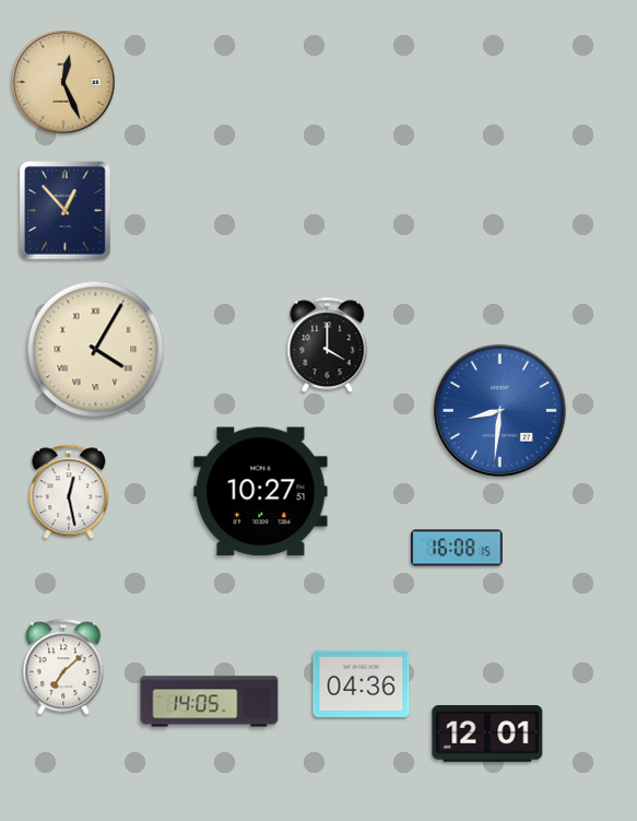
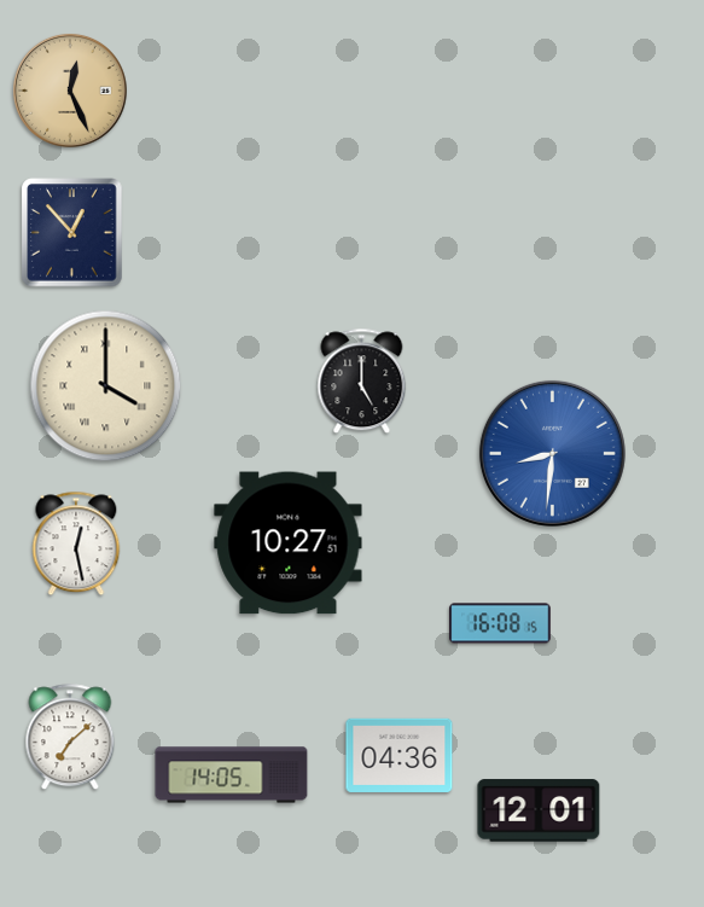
clock at (328, 345): 4:00 -> 5:00
clock at (96, 350): 4:05 -> 4:00
clock at (457, 548) position: (457, 548) -> (500, 623)
